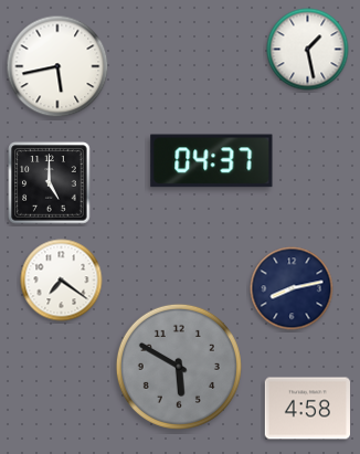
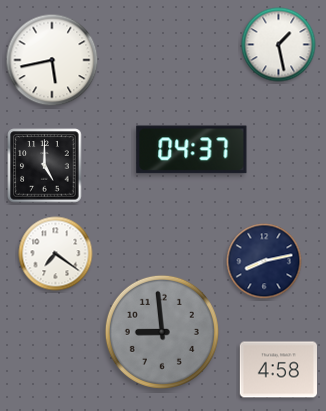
clock at (212, 161) position: (212, 161) -> (192, 150)
clock at (179, 367): 5:50 -> 8:59
